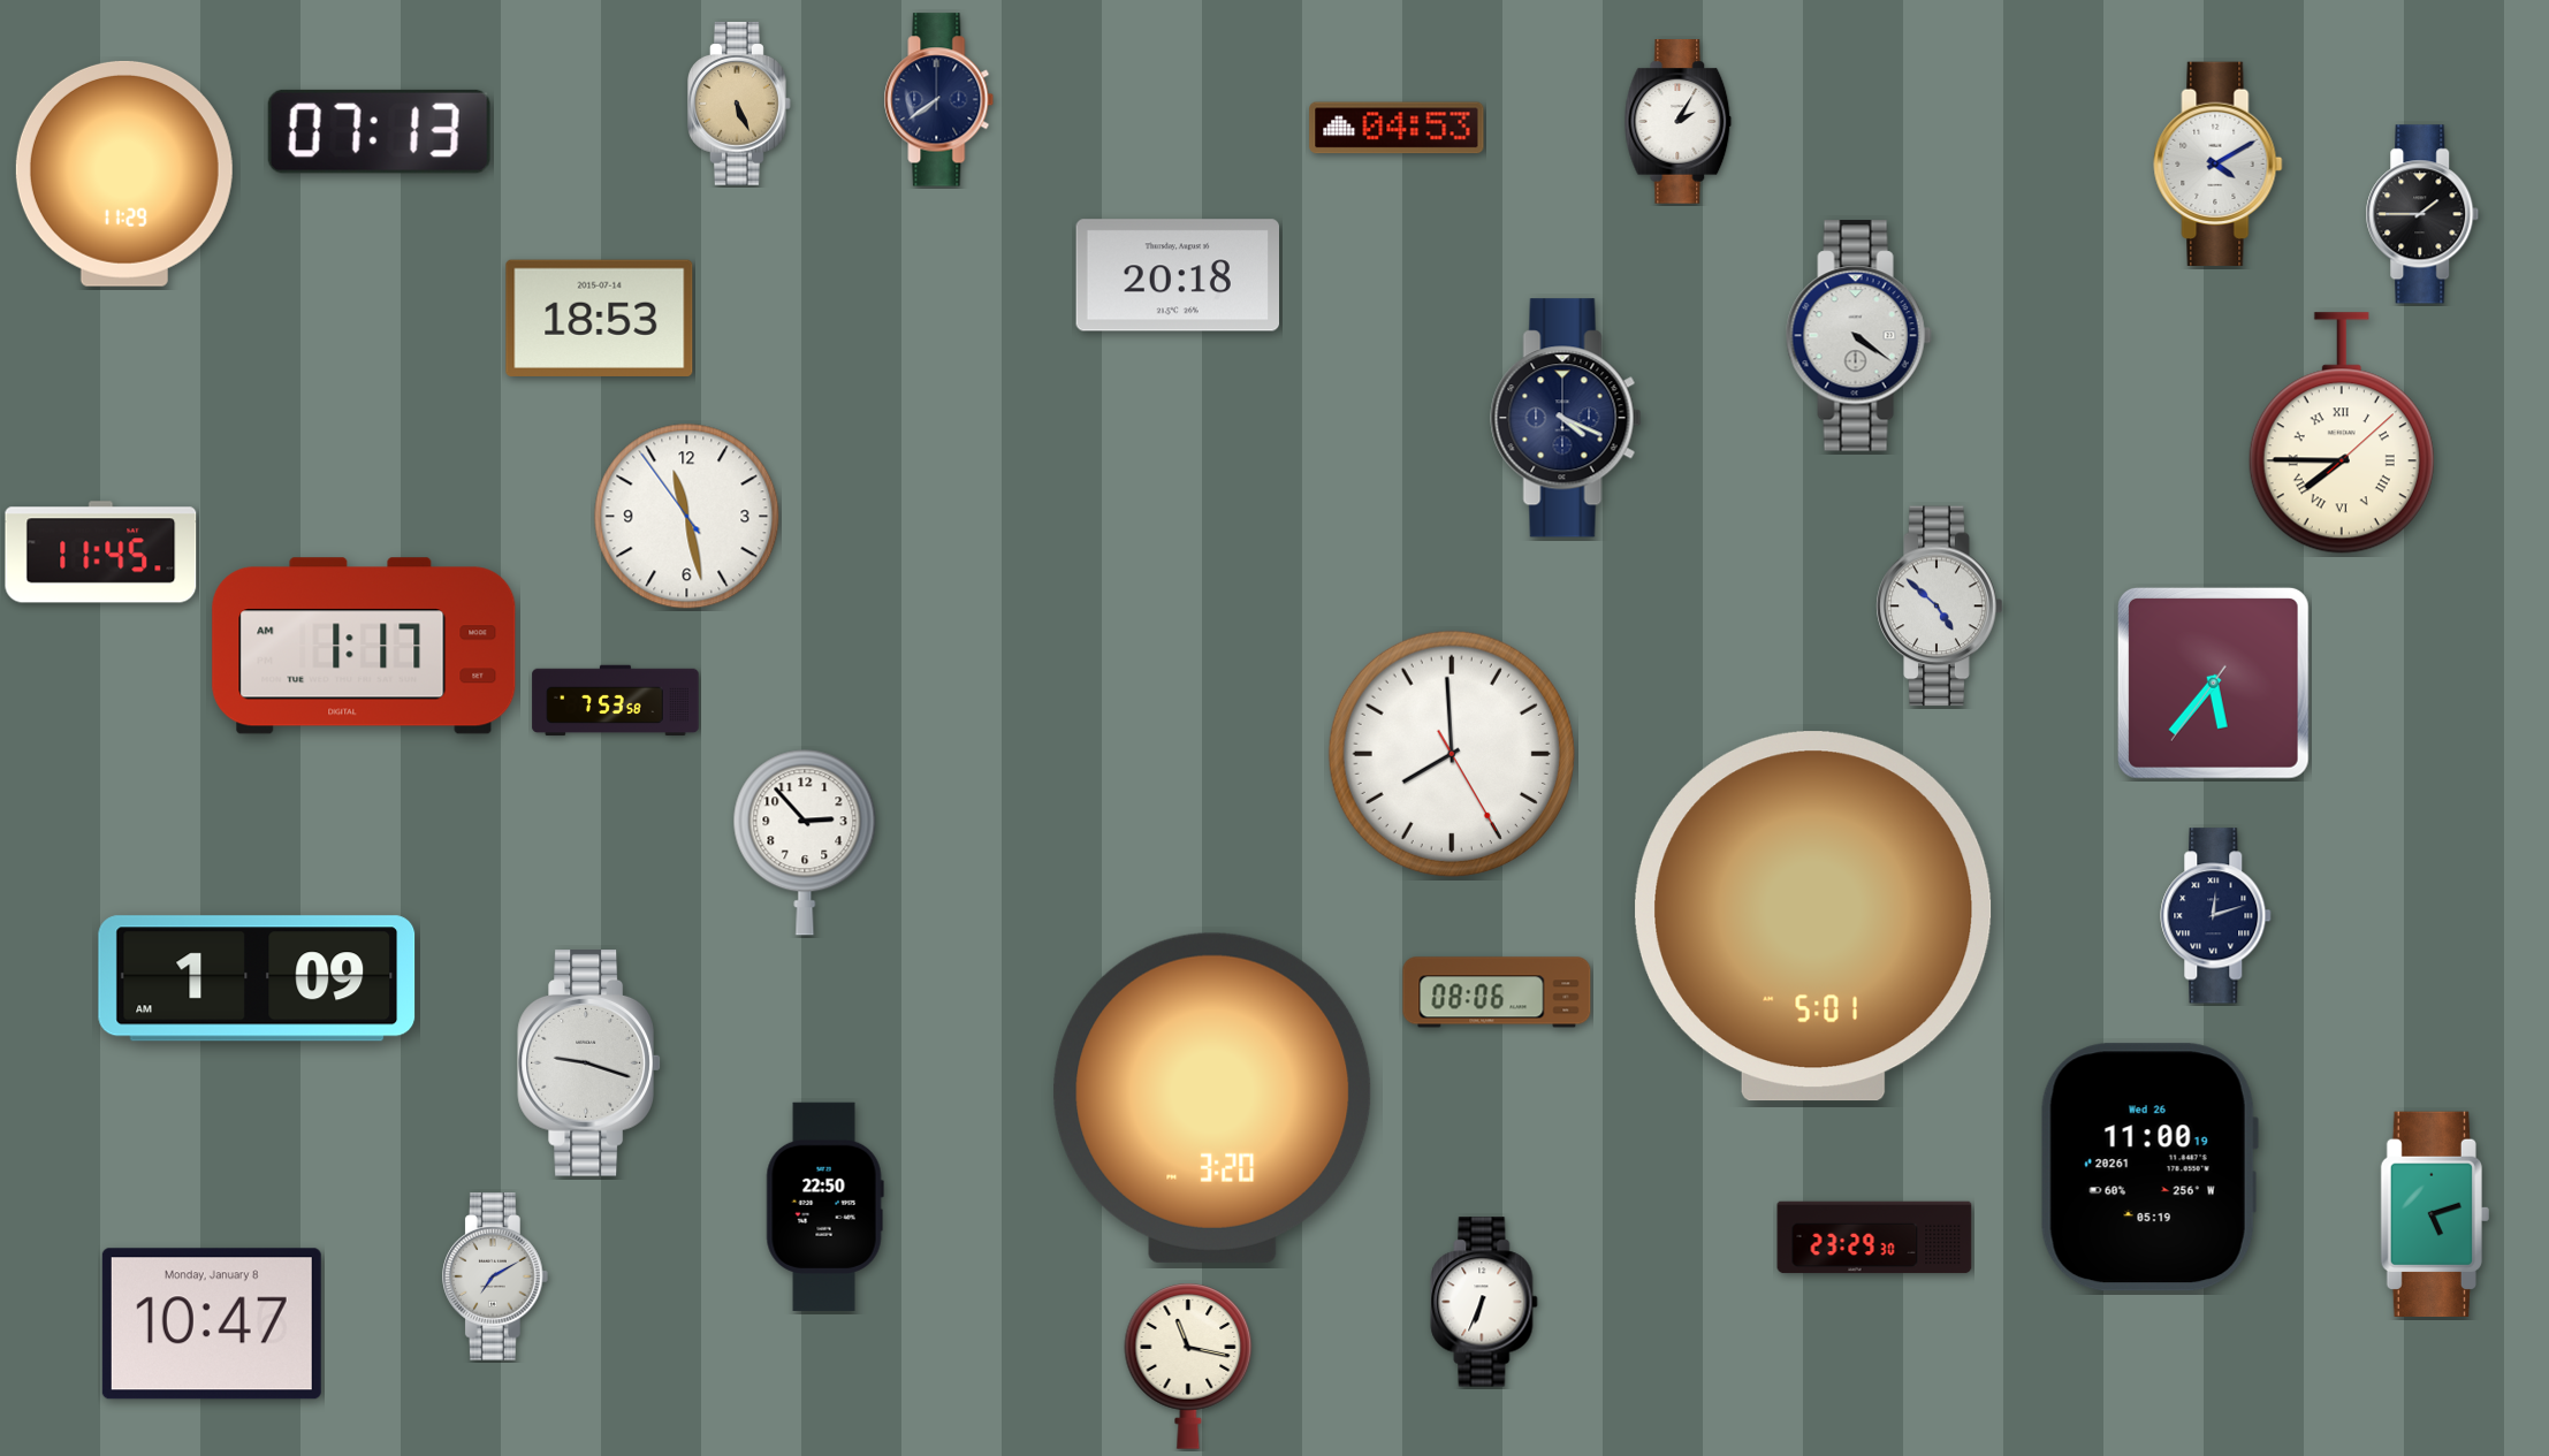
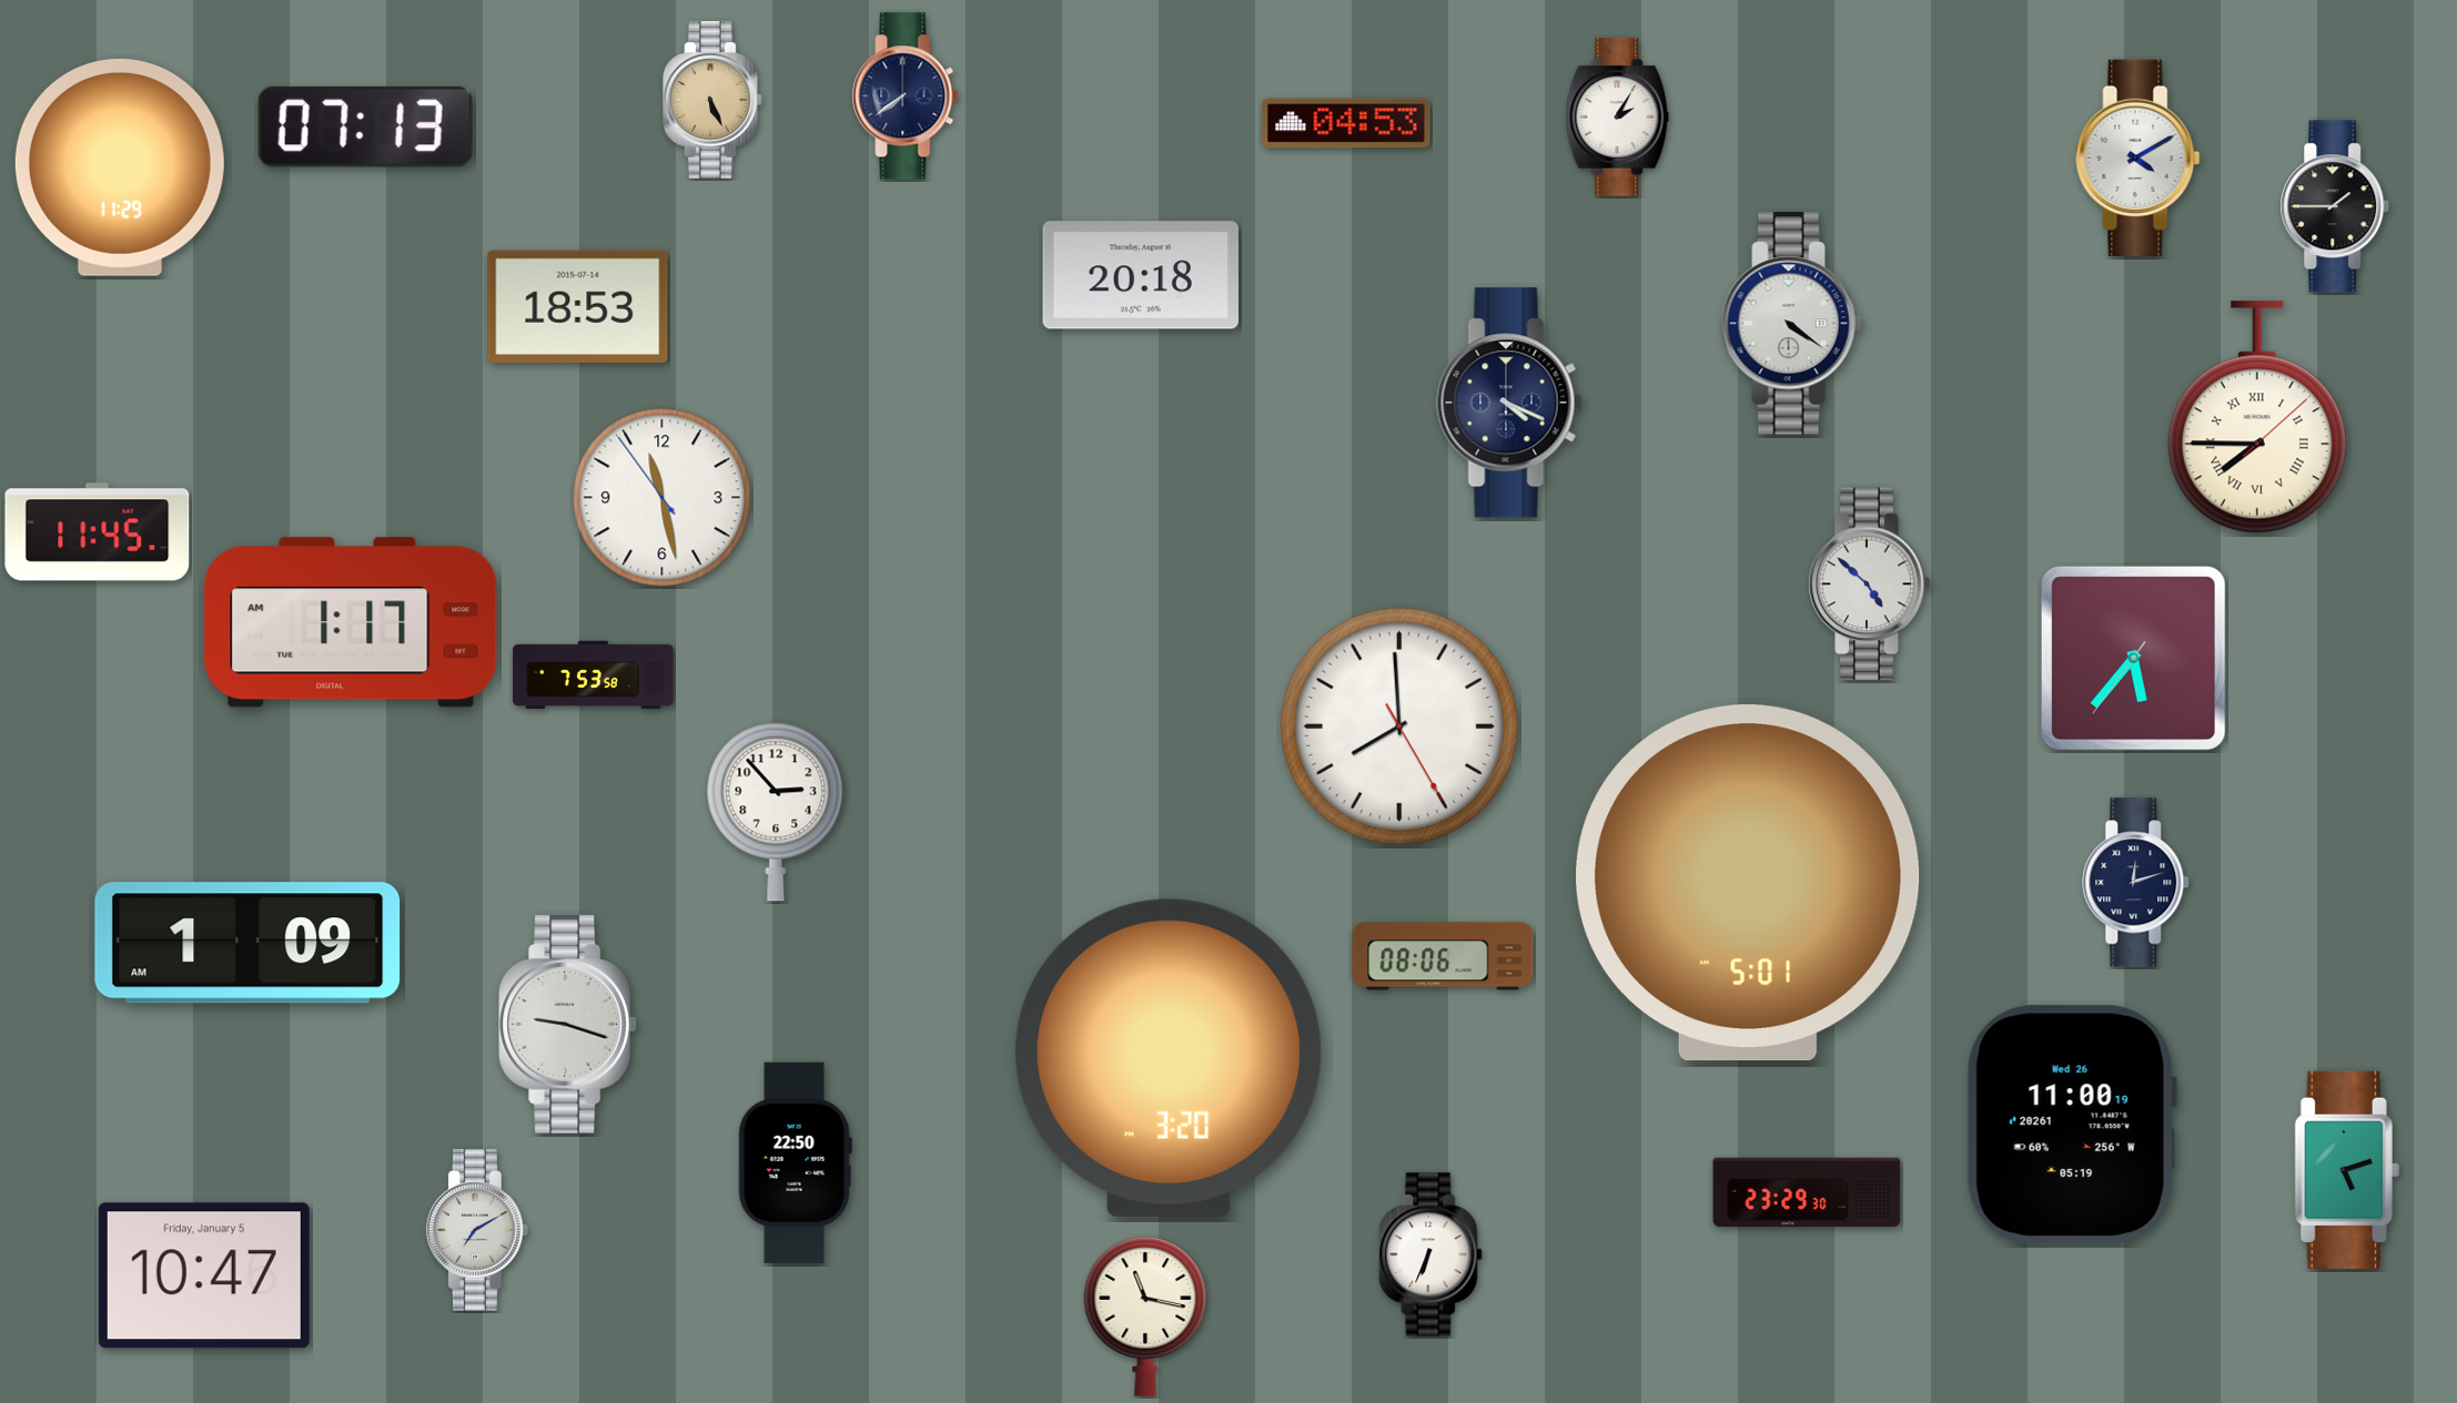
clock at (1177, 275) position: (1177, 275) -> (1140, 275)
clock at (212, 1324) date: Monday, January 8 -> Friday, January 5
